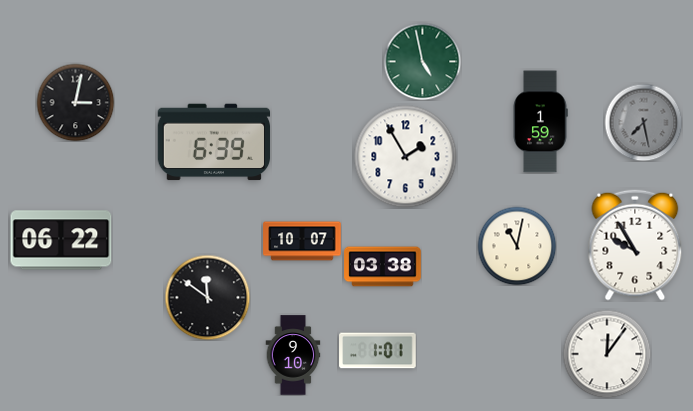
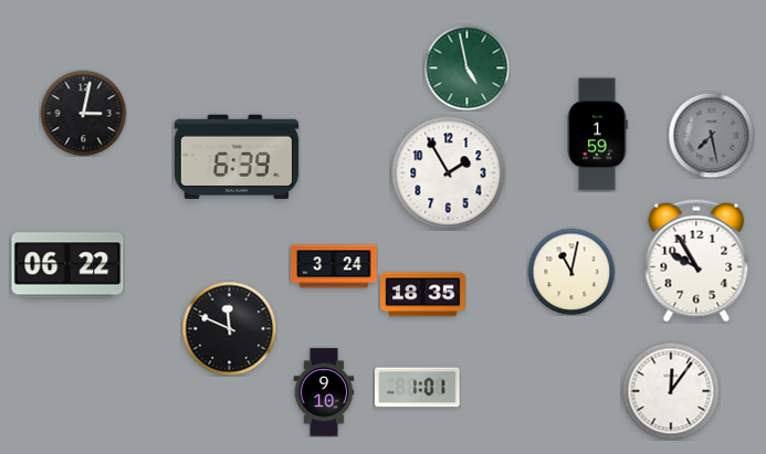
clock at (302, 241): 10:07 -> 3:24
clock at (635, 245) position: (635, 245) -> (696, 261)
clock at (383, 267): 03:38 -> 18:35
clock at (207, 297): 11:51 -> 11:49
